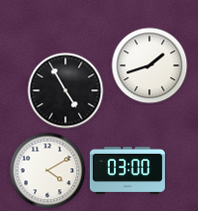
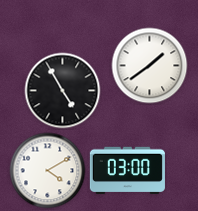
clock at (150, 66): 1:42 -> 1:39
clock at (66, 91) position: (66, 91) -> (63, 91)
